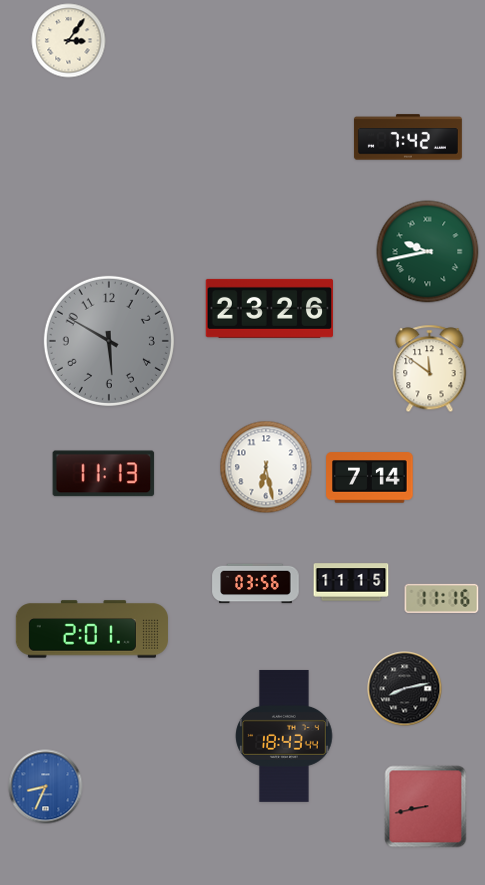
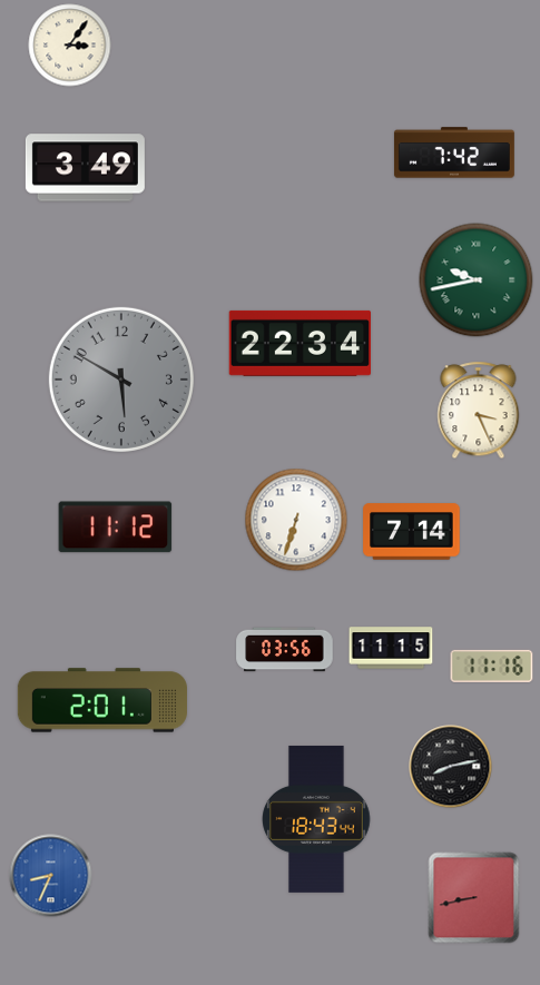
clock at (69, 41) position: (69, 41) -> (70, 46)
clock at (85, 168): none -> 3:49
clock at (270, 308): 23:26 -> 22:34
clock at (430, 369): 11:51 -> 3:26
clock at (266, 467): 6:28 -> 6:33
clock at (104, 474): 11:13 -> 11:12
